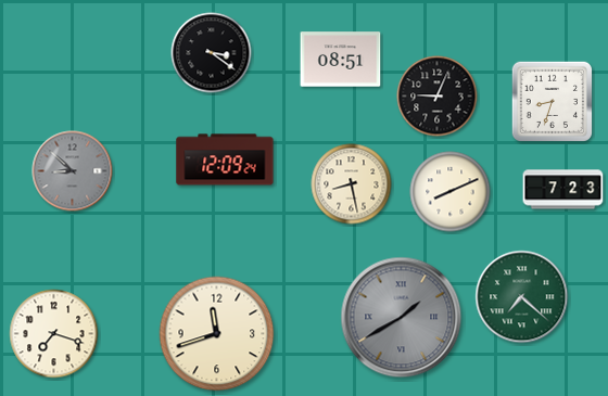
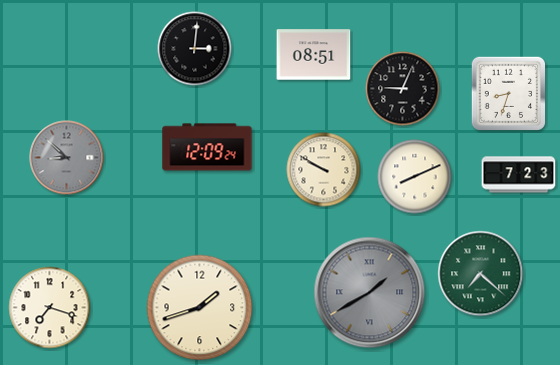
clock at (212, 53): 3:21 -> 3:01
clock at (352, 184): 8:28 -> 9:50
clock at (217, 334): 11:42 -> 1:42
